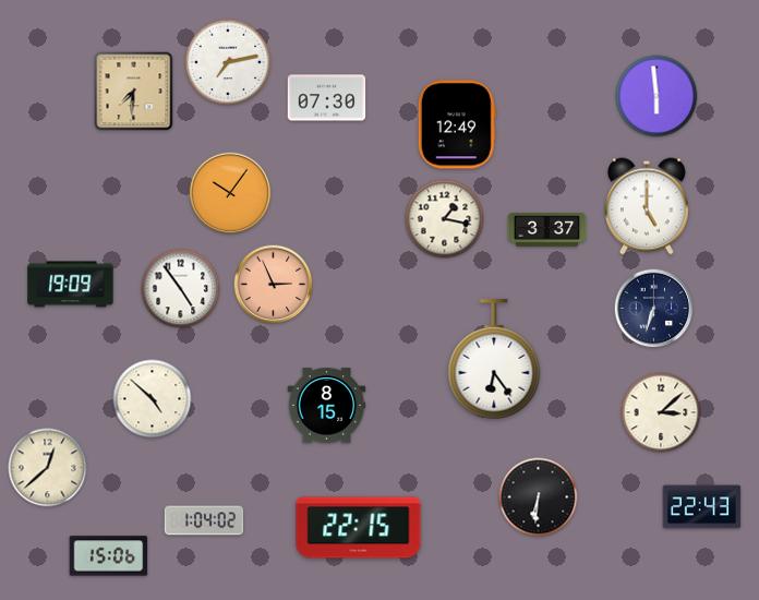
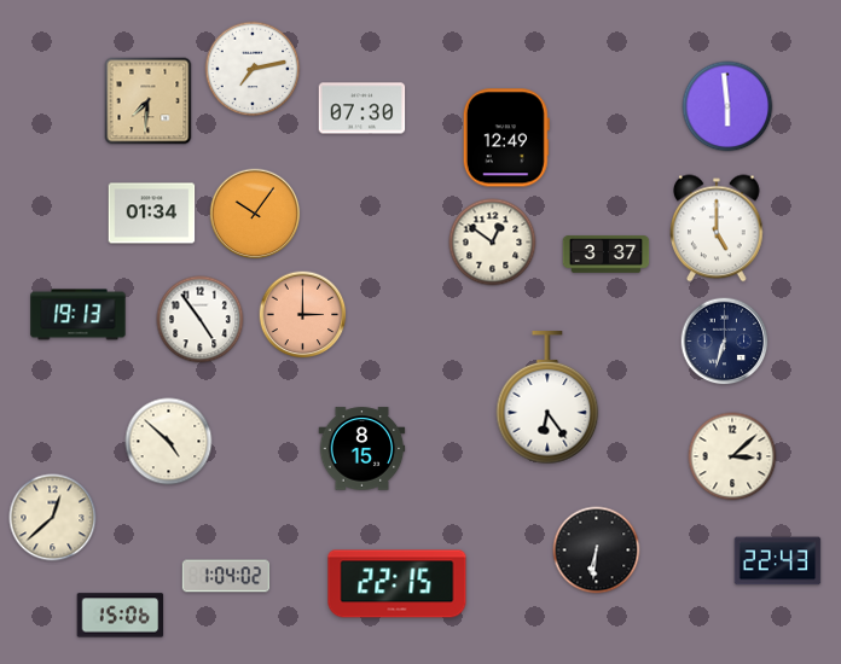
clock at (152, 214): none -> 01:34
clock at (445, 219): 1:17 -> 12:51
clock at (71, 285): 19:09 -> 19:13
clock at (274, 285): 2:56 -> 3:00
